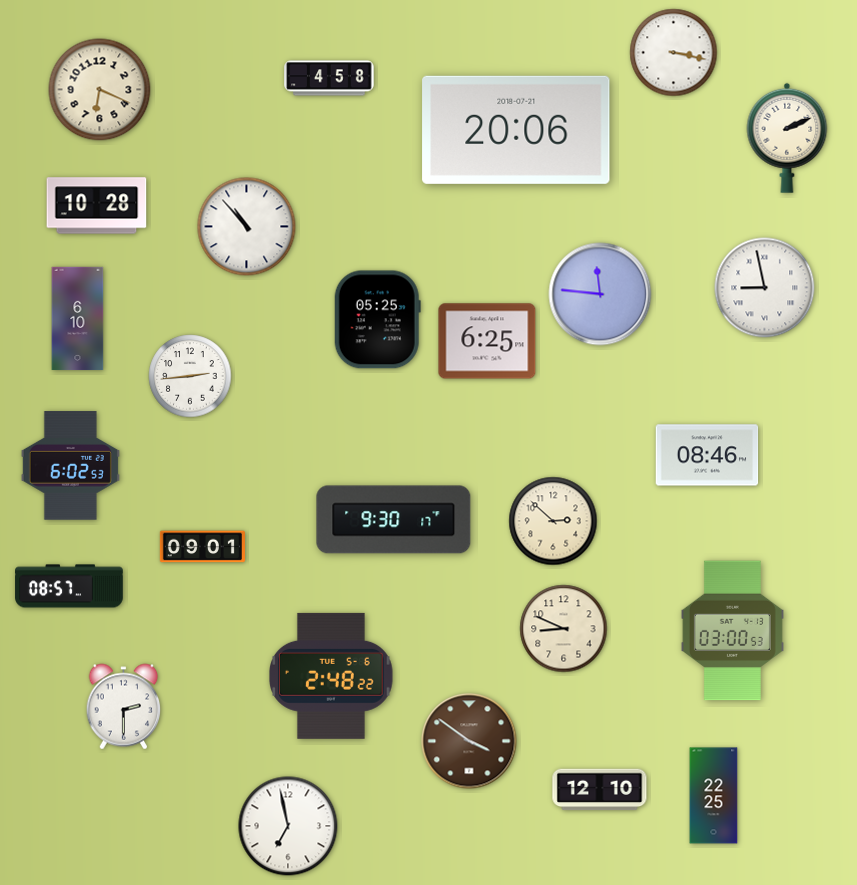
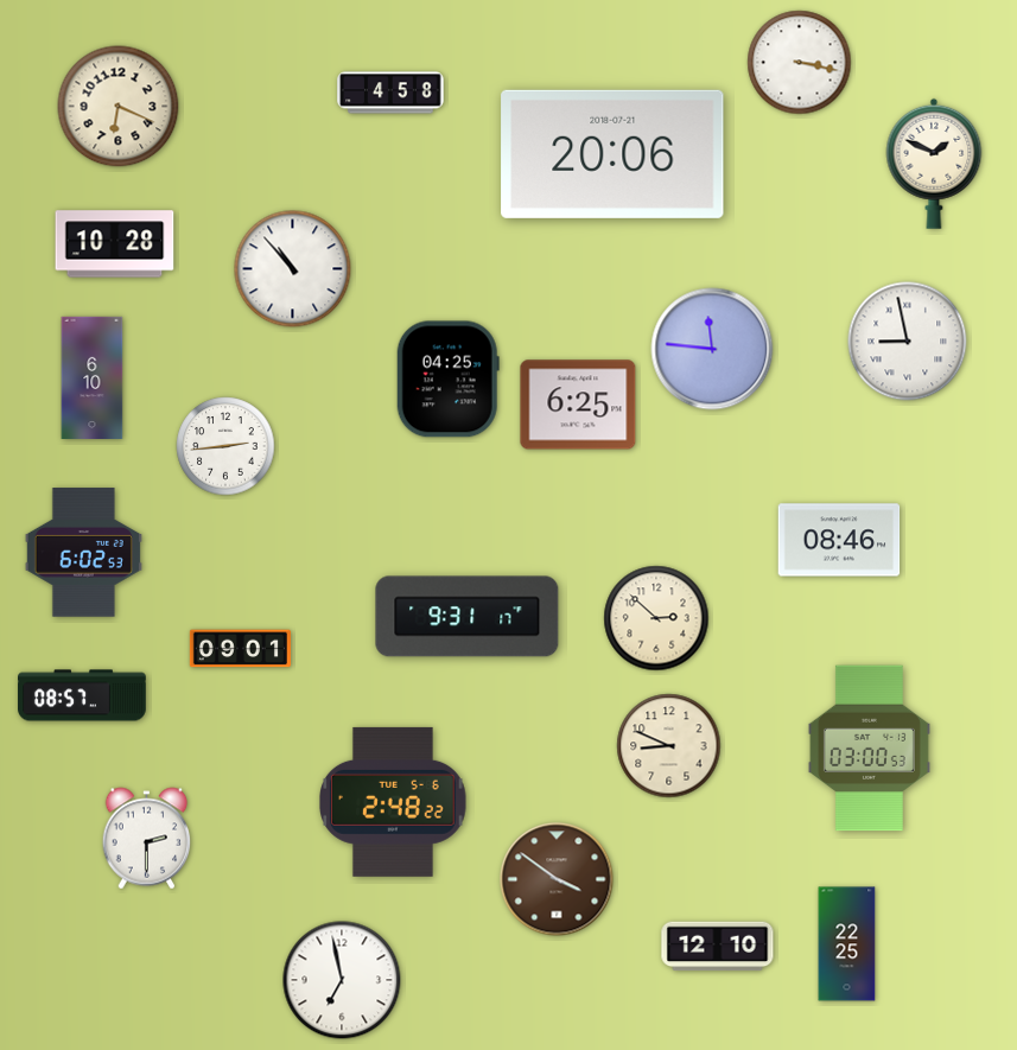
clock at (787, 138): 2:11 -> 1:49
clock at (377, 320): 05:25 -> 04:25
clock at (394, 520): 9:30 -> 9:31
clock at (600, 790) position: (600, 790) -> (718, 947)
